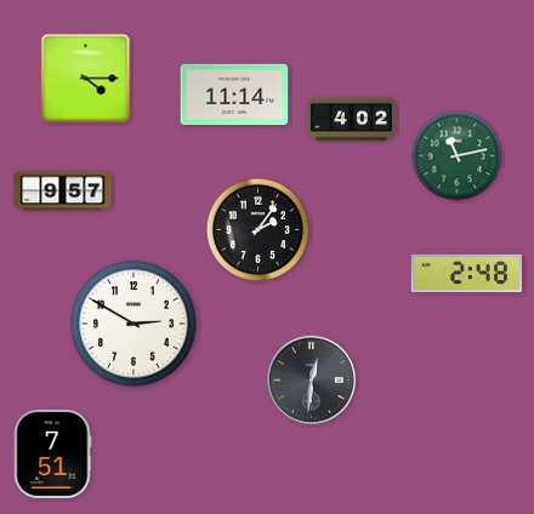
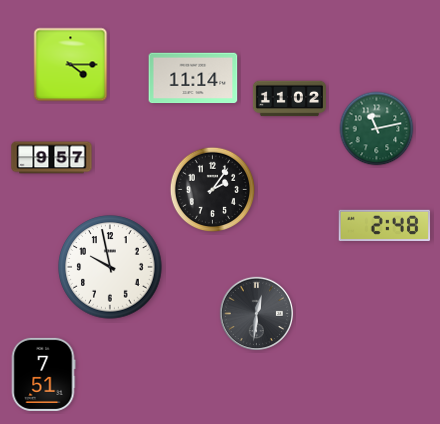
clock at (351, 120): 4:02 -> 11:02
clock at (133, 324): 2:50 -> 9:58
